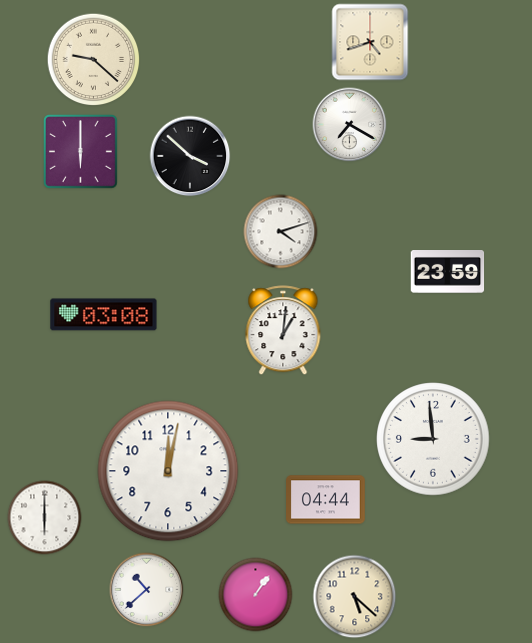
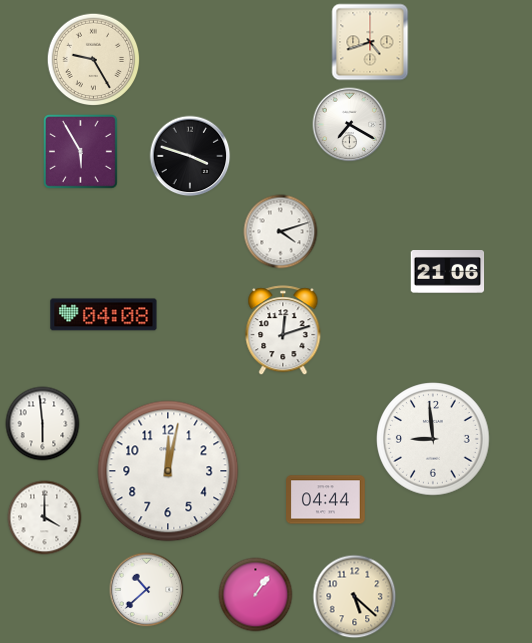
clock at (94, 60): 9:22 -> 9:25
clock at (81, 152): 6:00 -> 5:55
clock at (190, 156): 3:52 -> 3:48
clock at (448, 272): 23:59 -> 21:06
clock at (104, 315): 03:08 -> 04:08
clock at (283, 331): 1:01 -> 12:12
clock at (43, 424): none -> 5:59
clock at (45, 518): 6:00 -> 4:00
